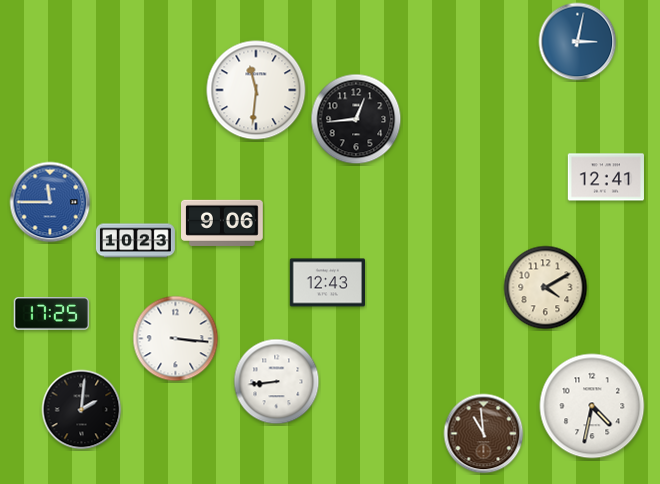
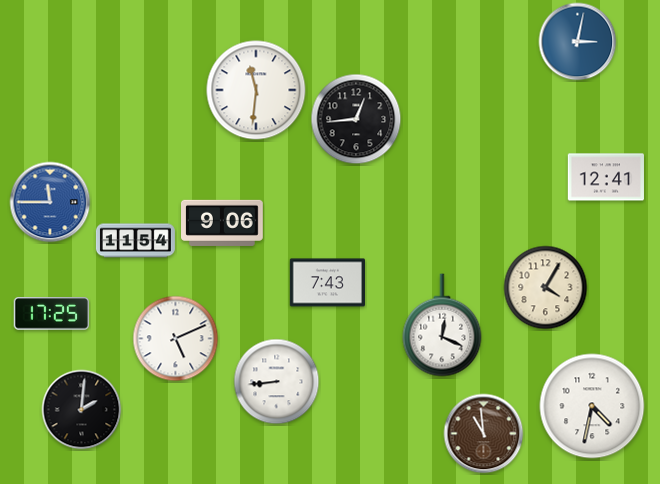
clock at (135, 241): 10:23 -> 11:54
clock at (328, 283): 12:43 -> 7:43
clock at (546, 288): 4:10 -> 4:05
clock at (442, 325): none -> 12:19
clock at (176, 339): 3:16 -> 5:11
